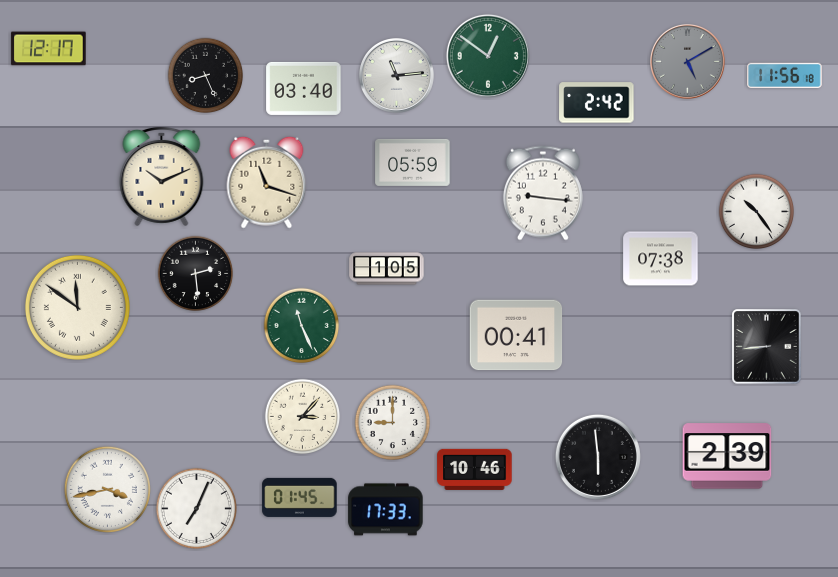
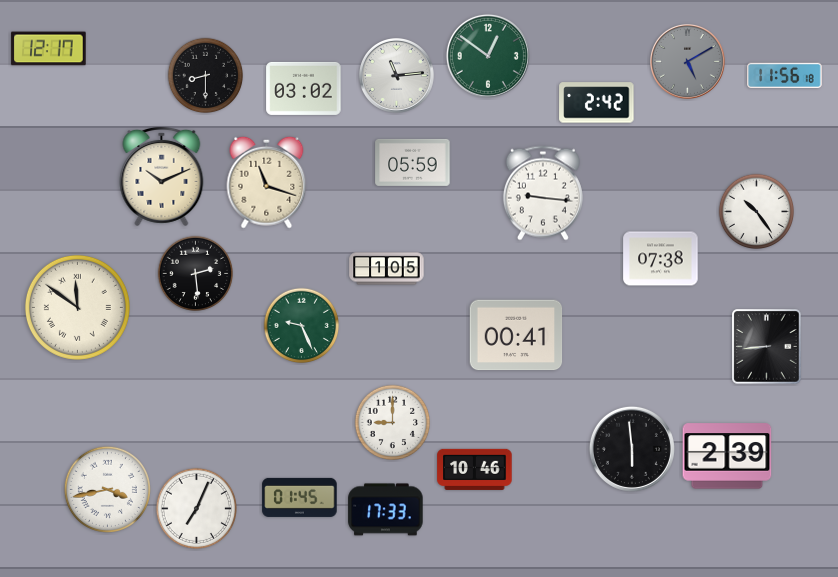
clock at (206, 76): 8:26 -> 8:30
clock at (304, 88): 03:40 -> 03:02
clock at (302, 326): 11:26 -> 9:26
clock at (303, 417): 3:07 -> none
clock at (598, 457) position: (598, 457) -> (632, 449)
